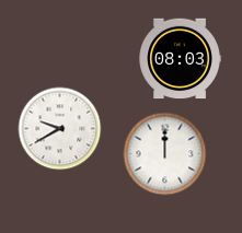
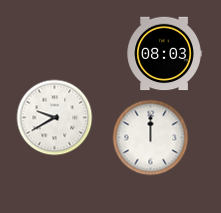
clock at (165, 154) position: (165, 154) -> (151, 138)
